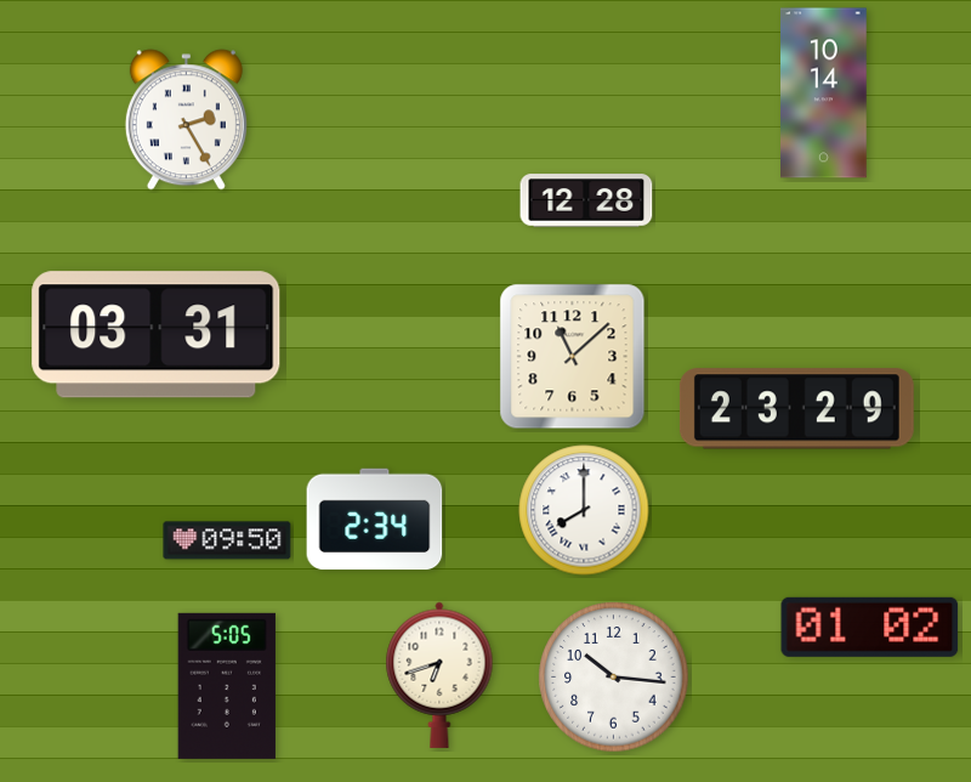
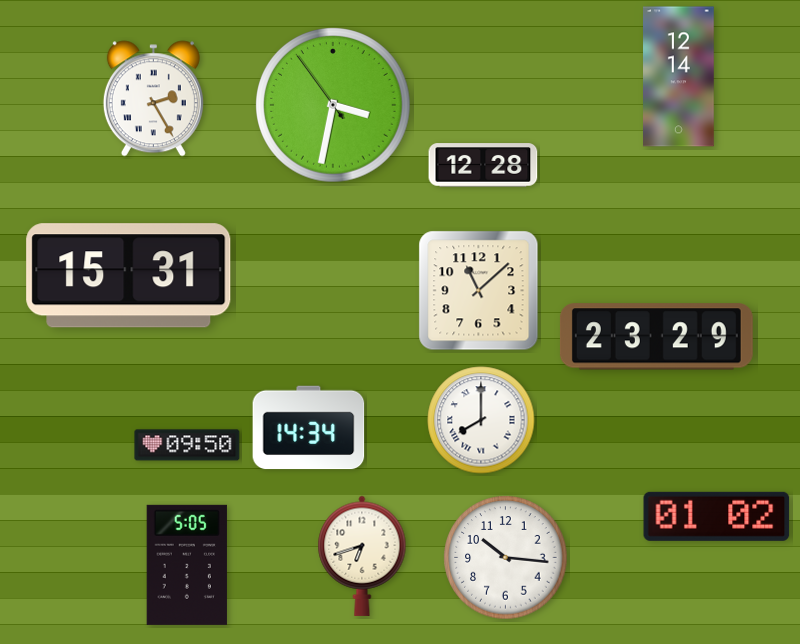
clock at (824, 93): 10:14 -> 12:14
clock at (334, 106): none -> 3:31
clock at (157, 335): 03:31 -> 15:31
clock at (573, 357) position: (573, 357) -> (479, 291)
clock at (375, 520): 2:34 -> 14:34
